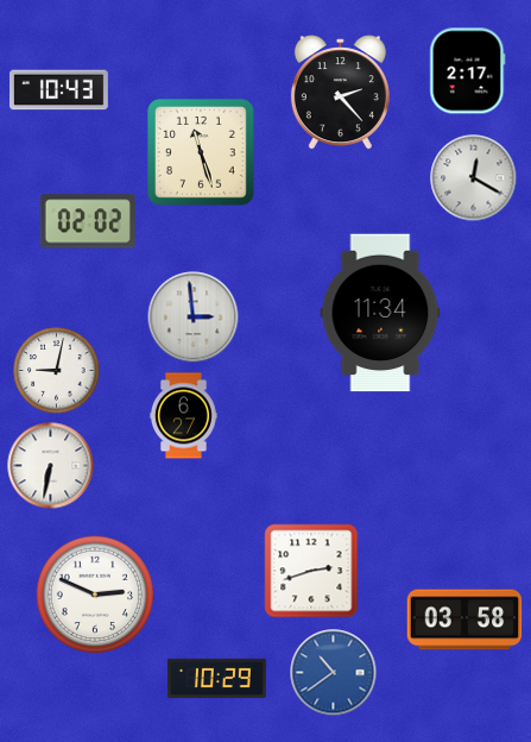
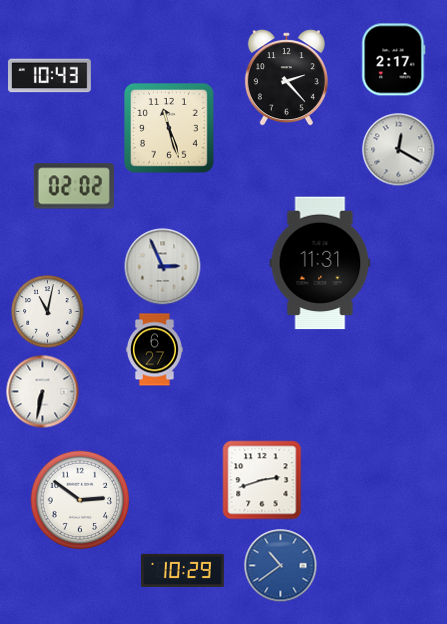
clock at (380, 313): 11:34 -> 11:31
clock at (194, 317): 2:59 -> 2:56
clock at (57, 371): 9:02 -> 11:02
clock at (95, 595): 2:49 -> 2:51
clock at (464, 620): 03:58 -> none
